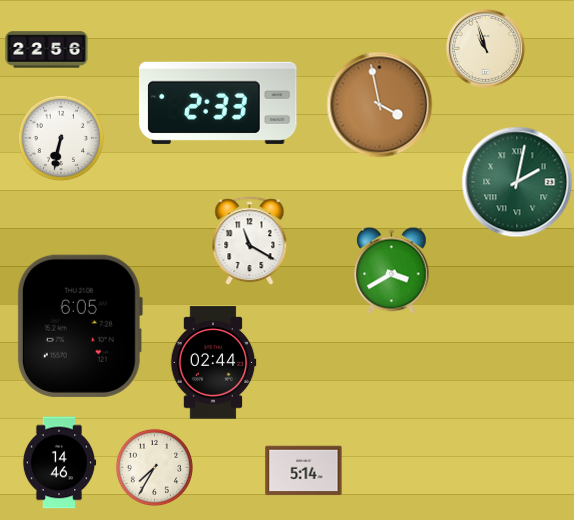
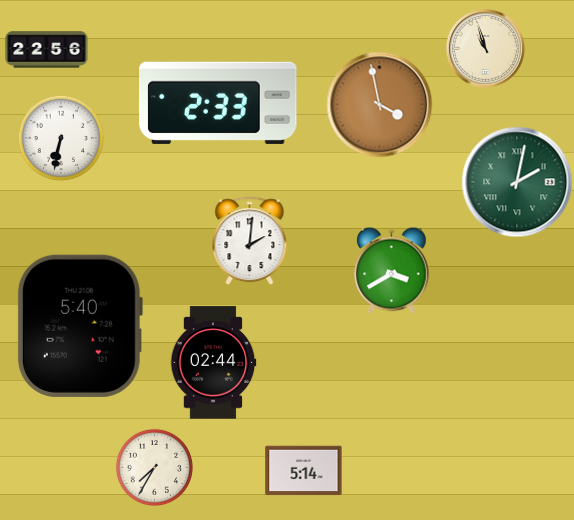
clock at (250, 241): 11:20 -> 2:01
clock at (80, 326): 6:05 -> 5:40
clock at (59, 463): 14:46 -> none
